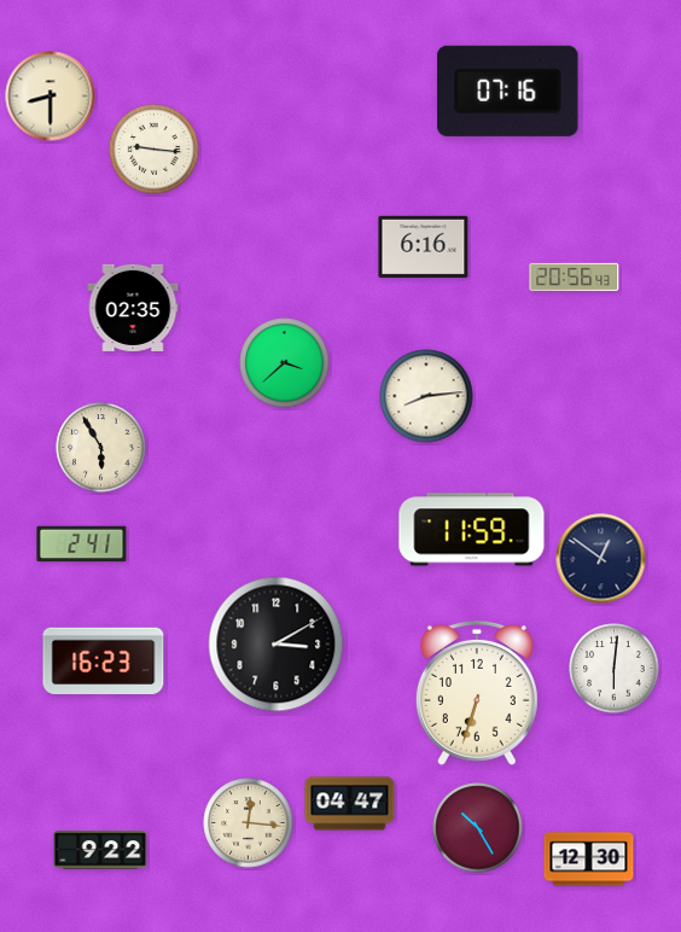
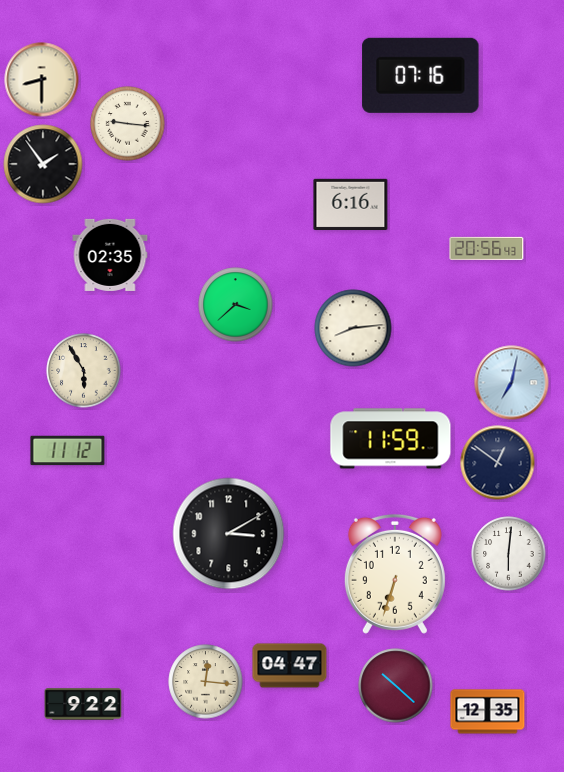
clock at (43, 164): none -> 1:54
clock at (575, 276) position: (575, 276) -> (487, 248)
clock at (285, 363) position: (285, 363) -> (236, 305)
clock at (512, 383): none -> 7:02
clock at (82, 544): 2:41 -> 11:12
clock at (104, 660): 16:23 -> none
clock at (478, 828): 10:25 -> 10:22
clock at (589, 860): 12:30 -> 12:35
